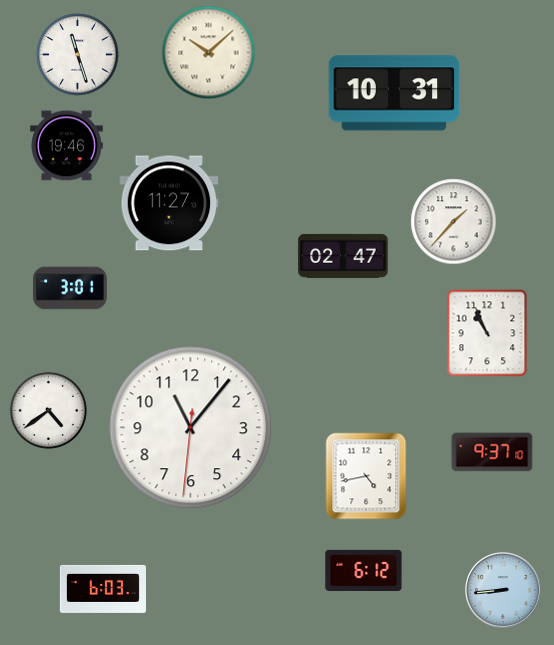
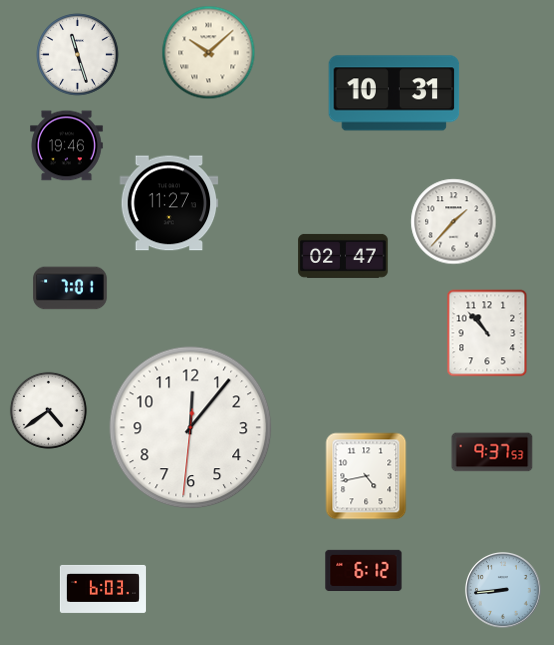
clock at (70, 288): 3:01 -> 7:01
clock at (487, 333): 10:56 -> 10:53
clock at (191, 428): 11:06 -> 12:06
clock at (492, 452): 9:37:10 -> 9:37:53
